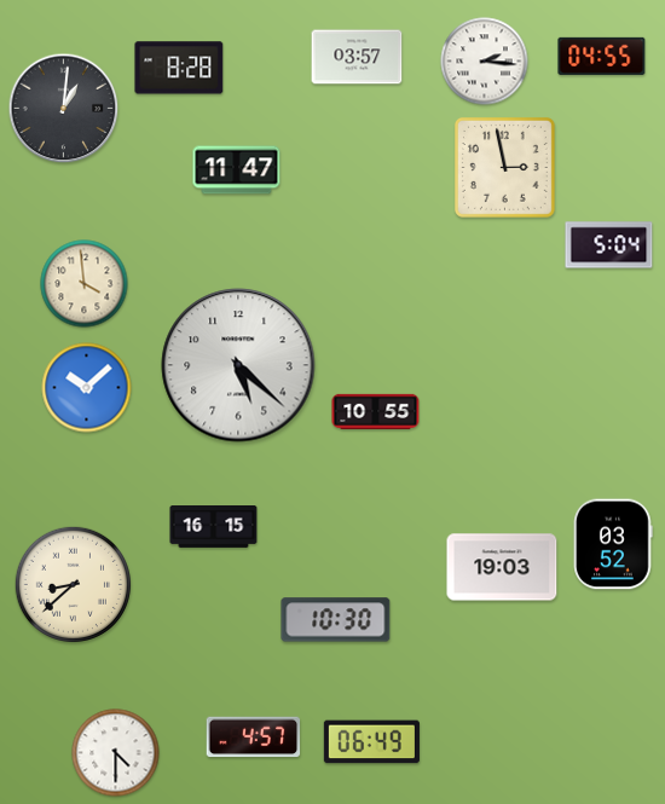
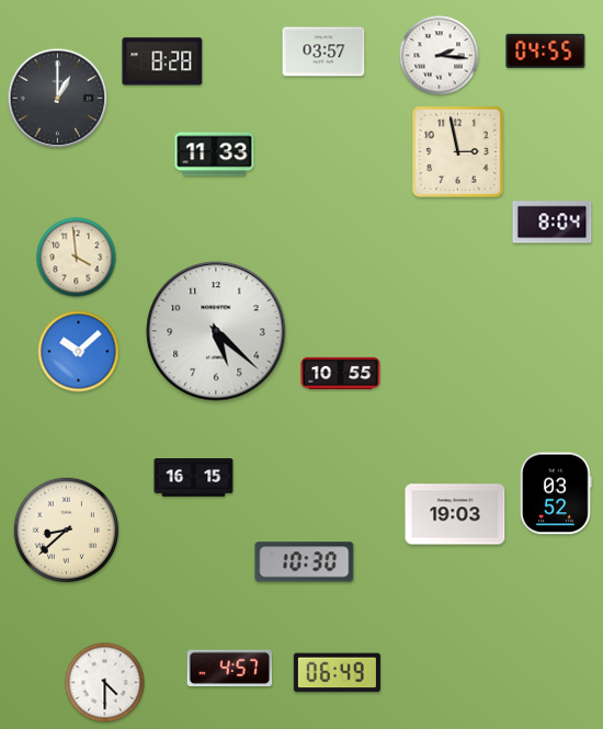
clock at (64, 109): 1:01 -> 1:00
clock at (237, 170): 11:47 -> 11:33
clock at (609, 245): 5:04 -> 8:04
